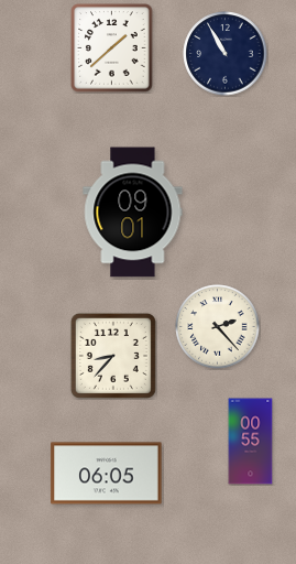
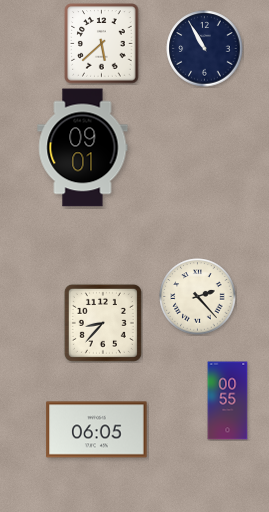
clock at (112, 48): 1:38 -> 5:38
clock at (133, 213) position: (133, 213) -> (83, 148)
